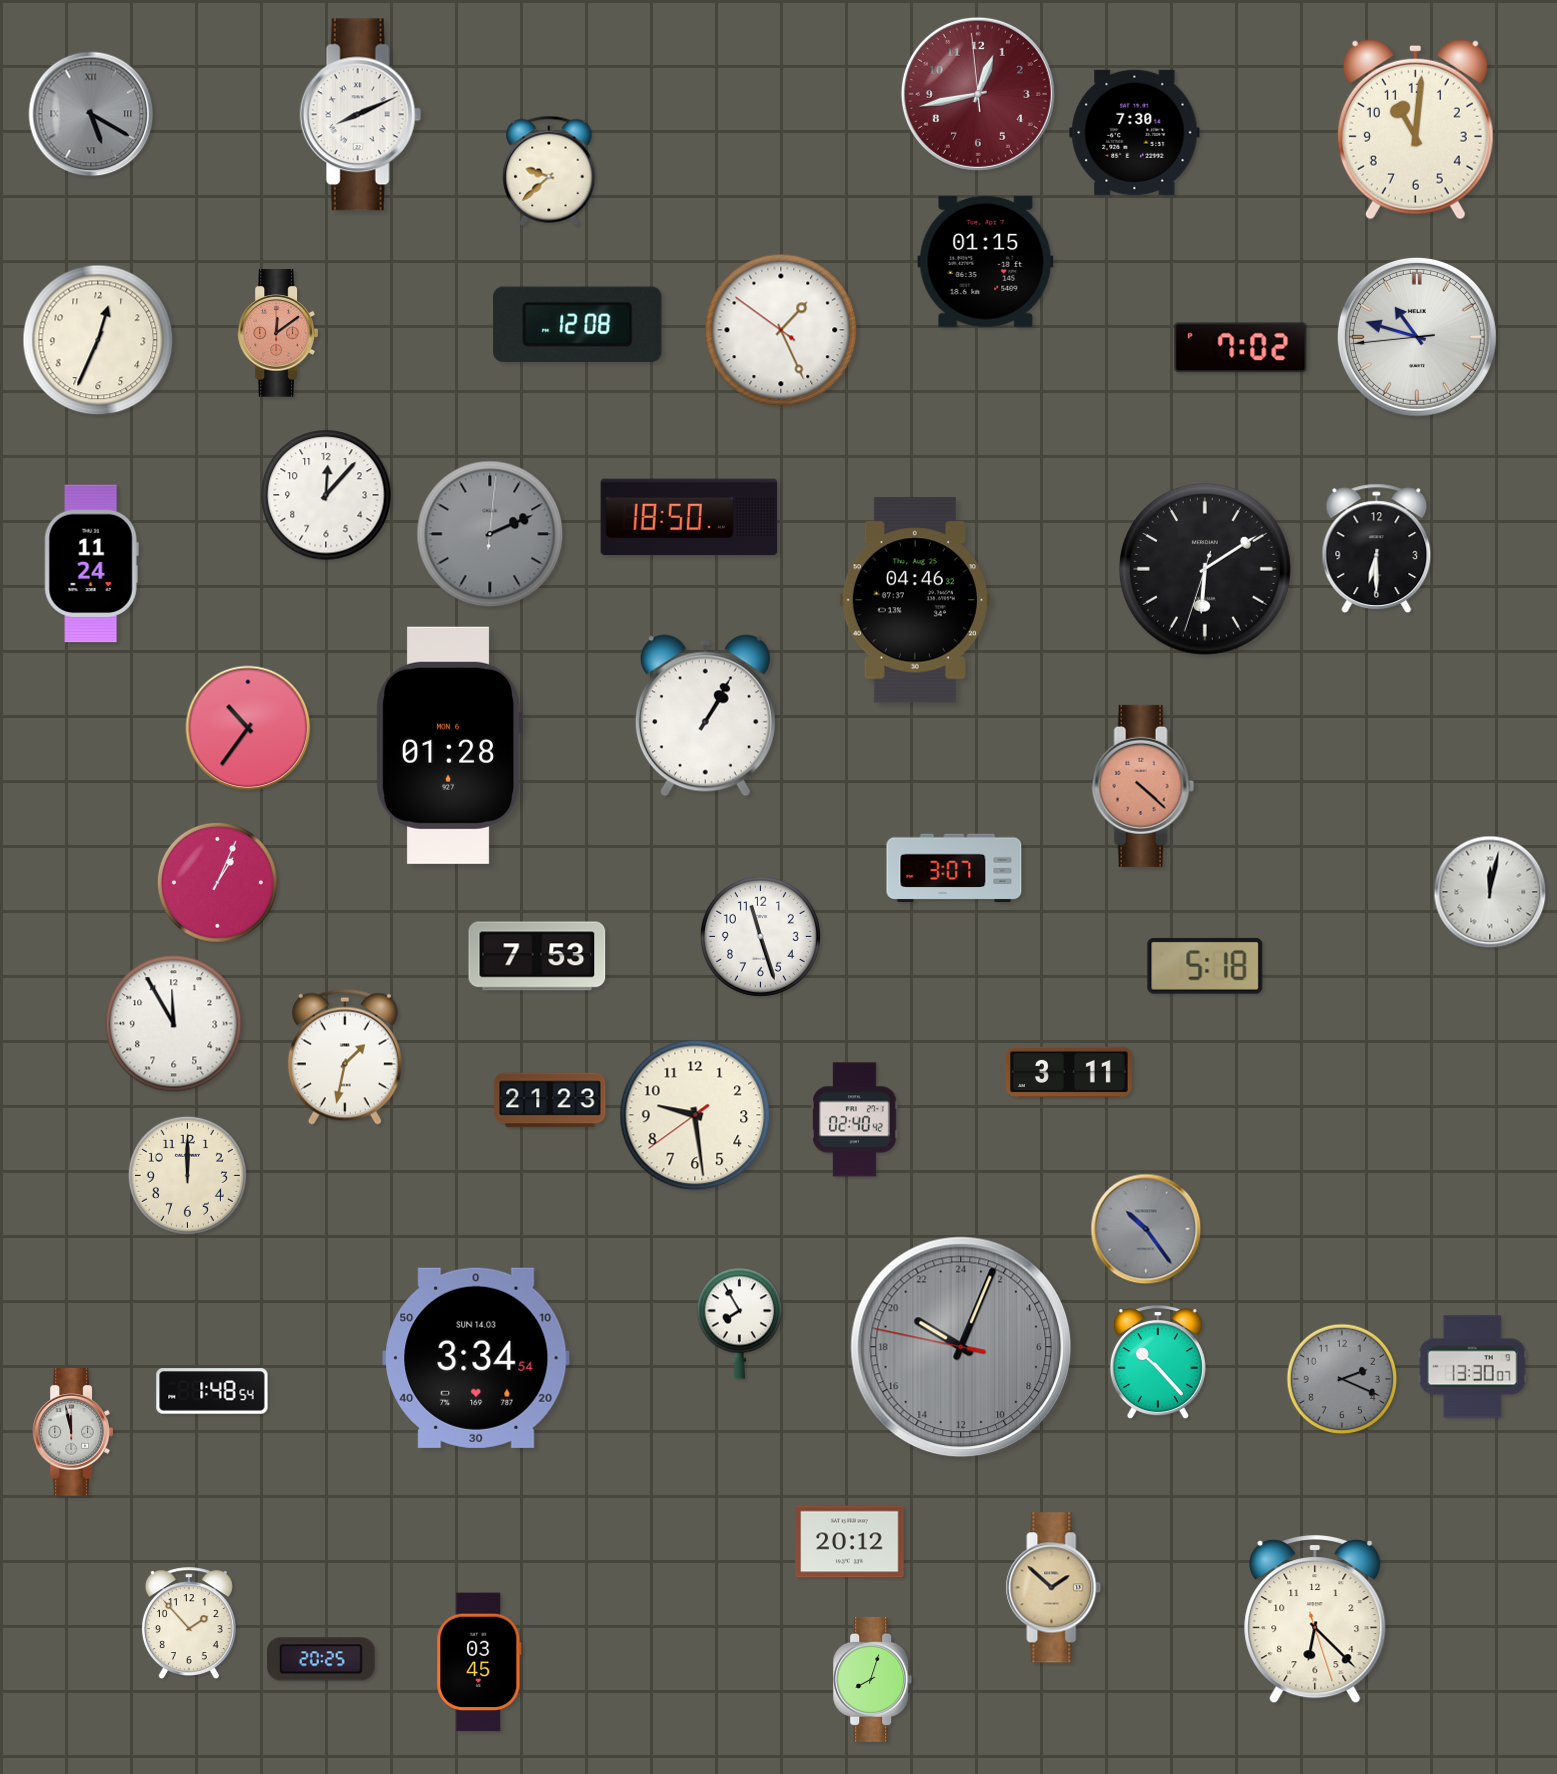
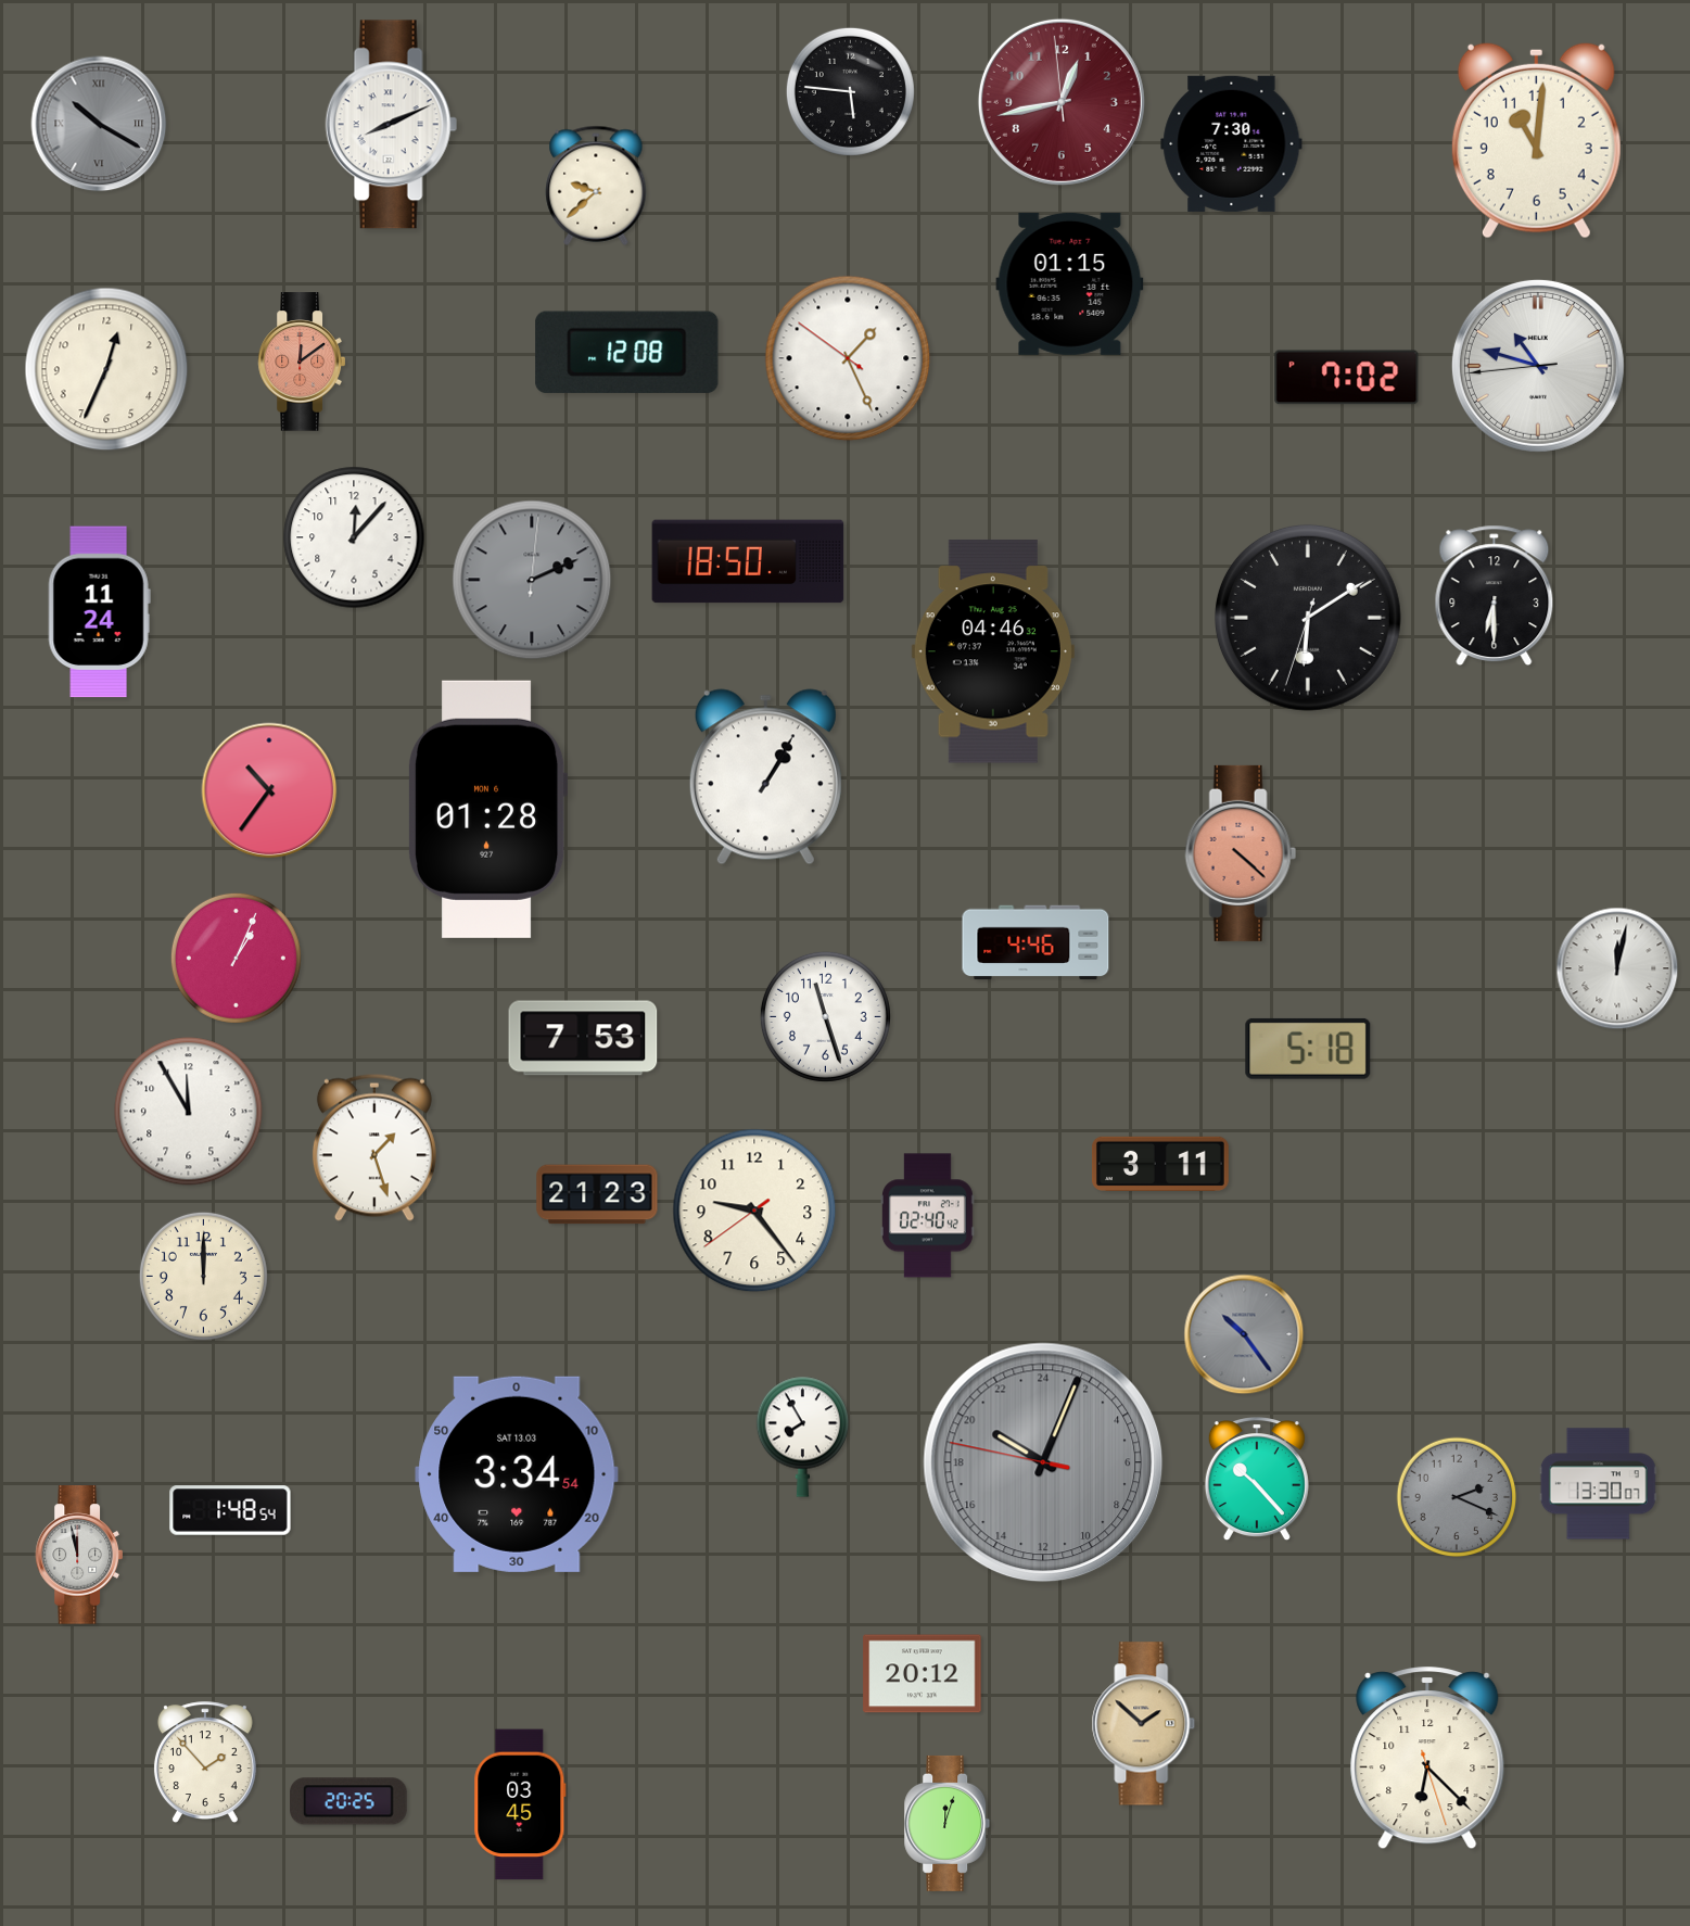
clock at (850, 91): none -> 5:46
clock at (91, 114): 5:20 -> 10:20
clock at (954, 868): 3:07 -> 4:46
clock at (345, 1057): 1:32 -> 1:27
clock at (695, 1115): 9:28 -> 9:23
clock at (476, 1358) date: SUN 14.03 -> SAT 13.03
clock at (873, 1679): 8:03 -> 12:03
